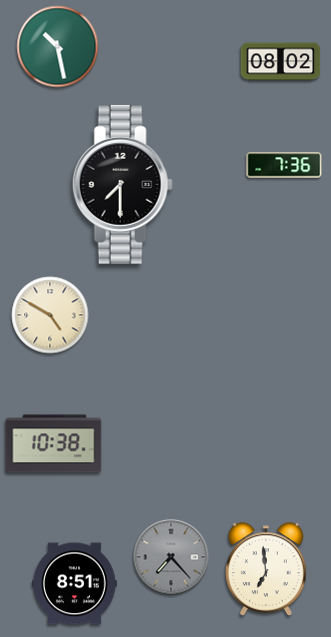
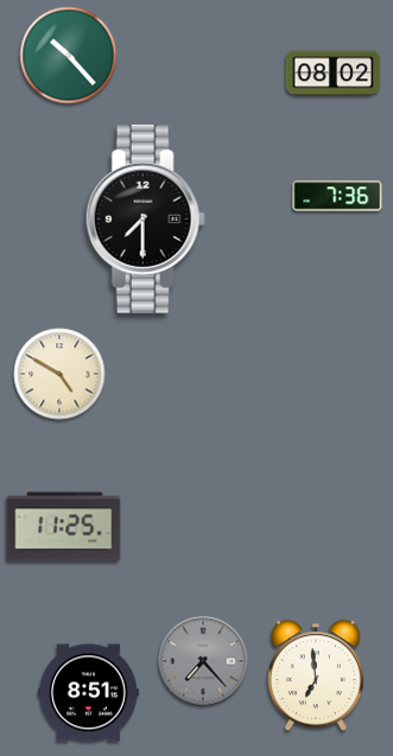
clock at (58, 47): 10:28 -> 10:23
clock at (54, 444): 10:38 -> 11:25
